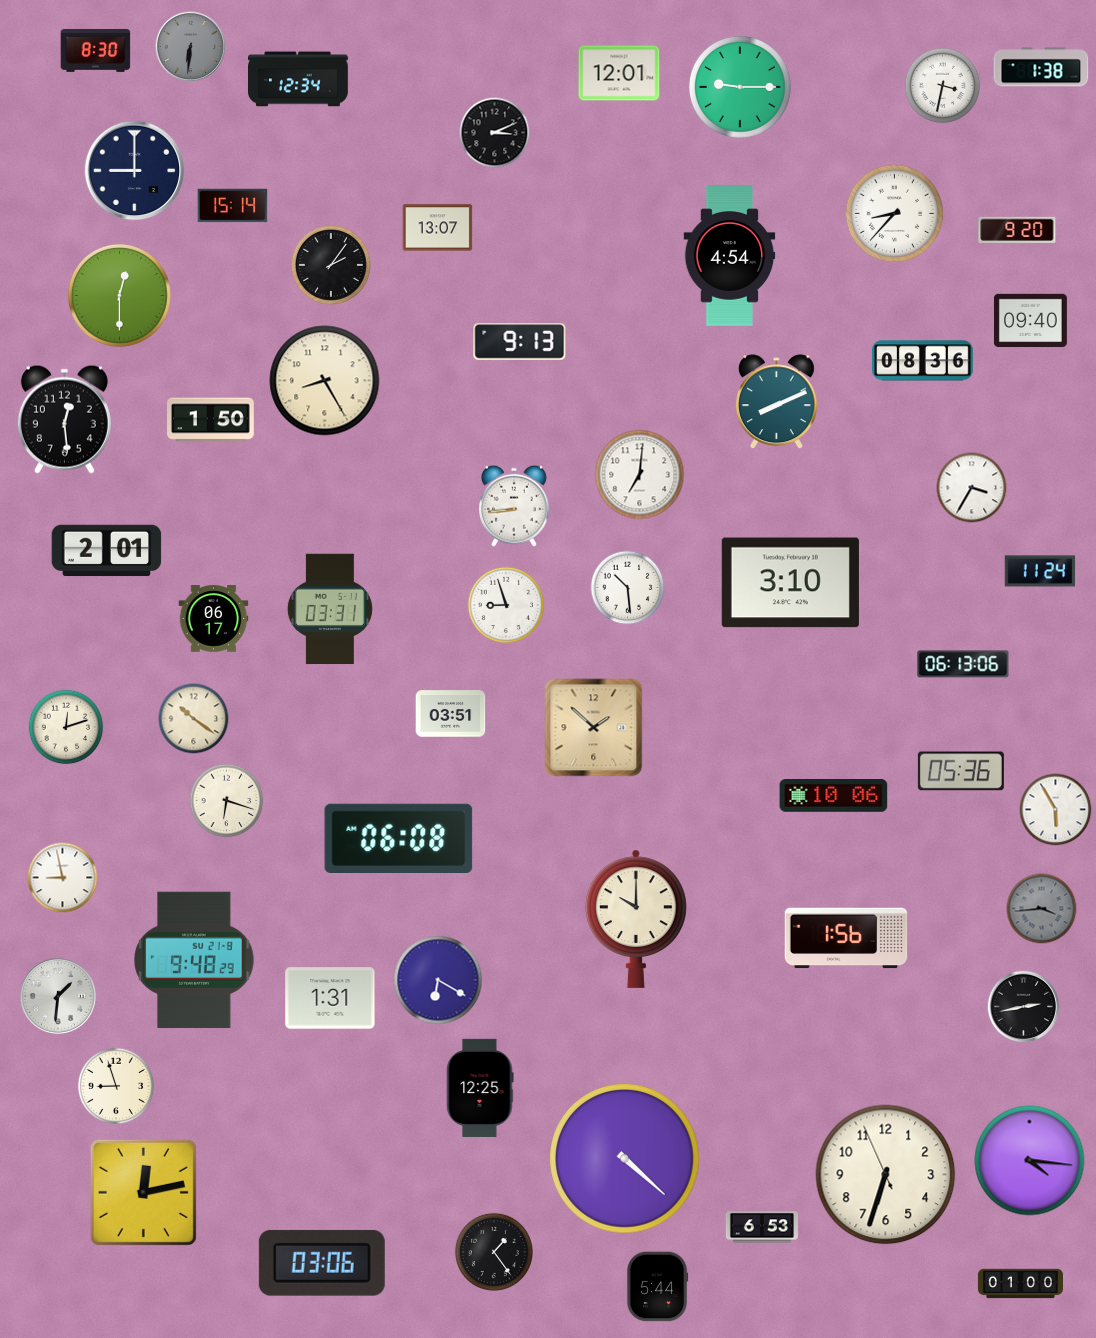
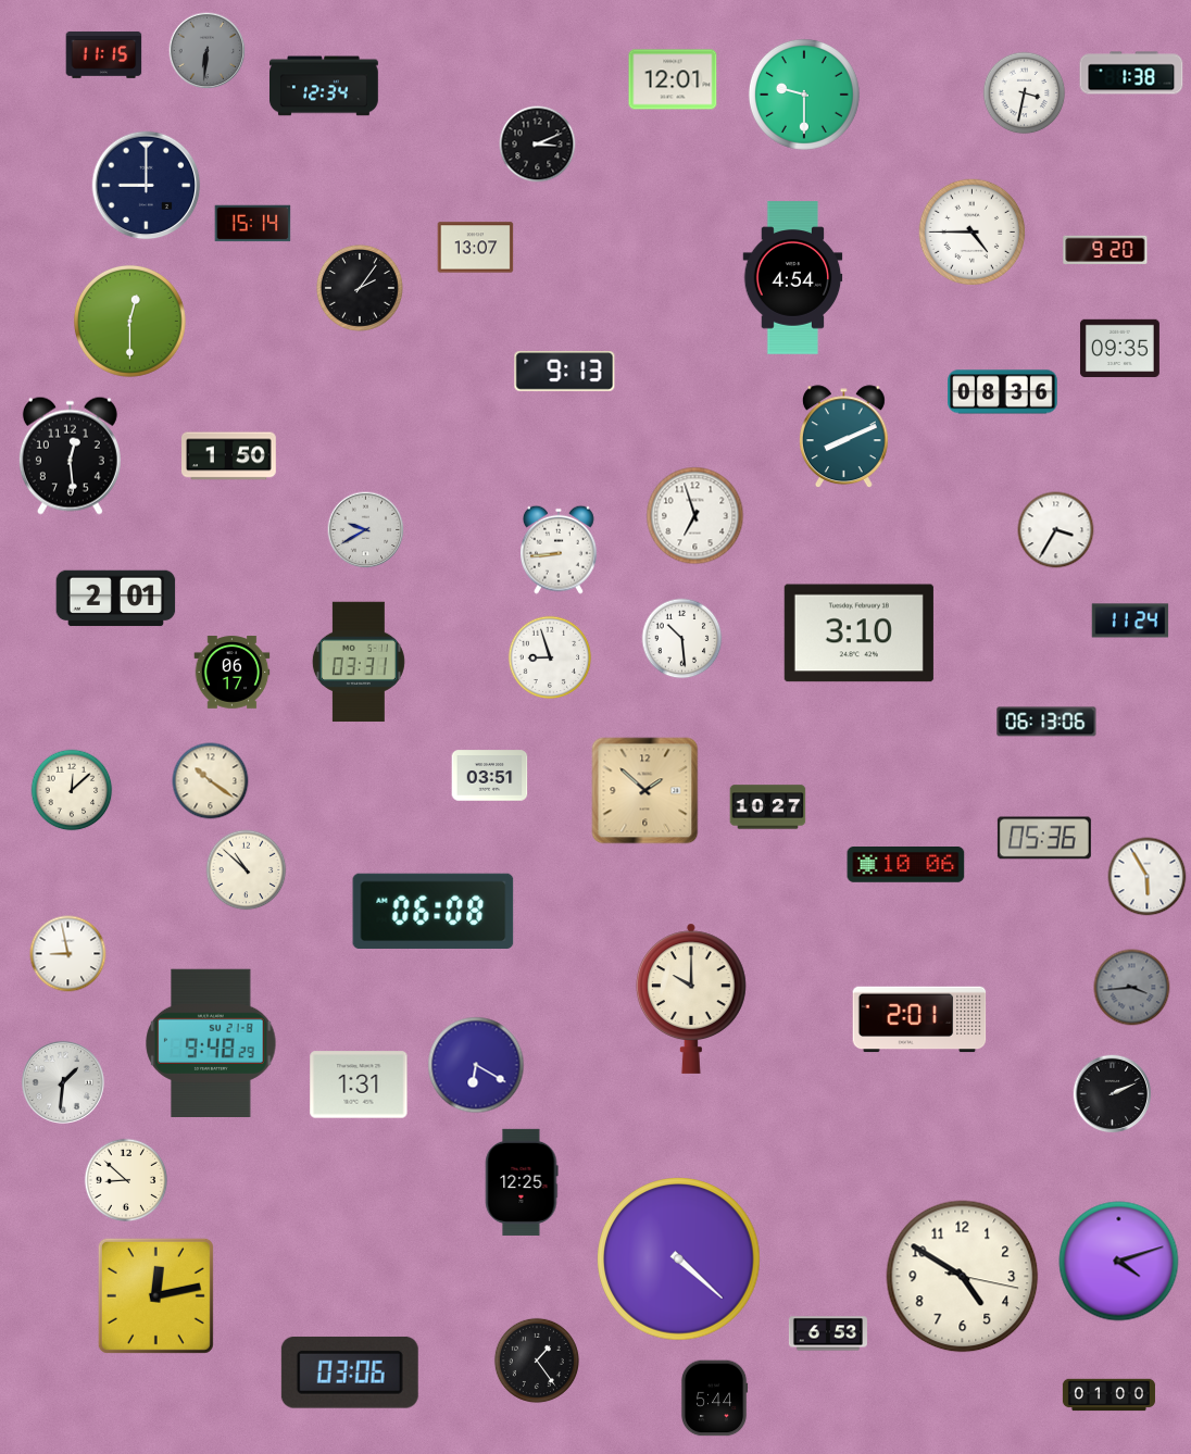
clock at (96, 50): 8:30 -> 11:15
clock at (740, 87): 9:15 -> 9:30
clock at (895, 214): 8:37 -> 4:45
clock at (1030, 321): 09:40 -> 09:35
clock at (325, 381): 8:25 -> none
clock at (640, 475): 7:01 -> 6:57
clock at (366, 530): none -> 9:40
clock at (66, 727): 12:12 -> 12:08
clock at (768, 807): none -> 10:27
clock at (227, 801): 6:18 -> 10:52
clock at (1056, 810) position: (1056, 810) -> (1148, 877)
clock at (846, 938): 1:56 -> 2:01
clock at (1024, 1007): 2:43 -> 2:11
clock at (116, 1086): 8:57 -> 8:52
clock at (1030, 1161): 4:16 -> 4:12
clock at (886, 1175): 6:32 -> 4:50
